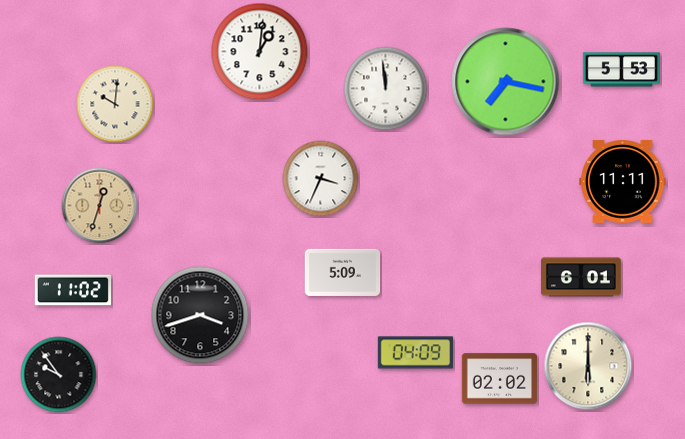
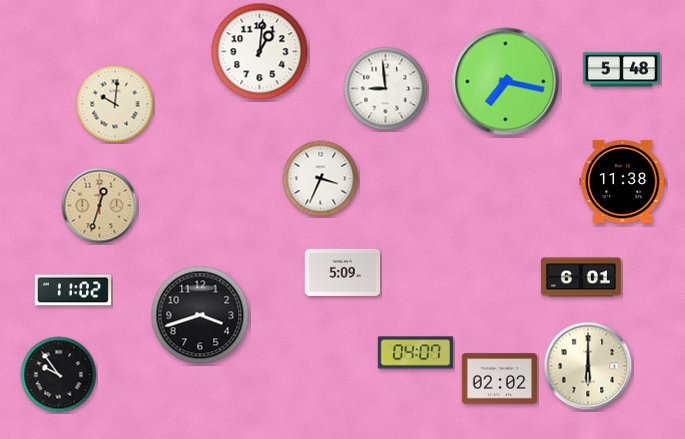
clock at (621, 70): 5:53 -> 5:48
clock at (386, 89): 11:59 -> 8:59
clock at (623, 181): 11:11 -> 11:38
clock at (416, 353): 04:09 -> 04:07
